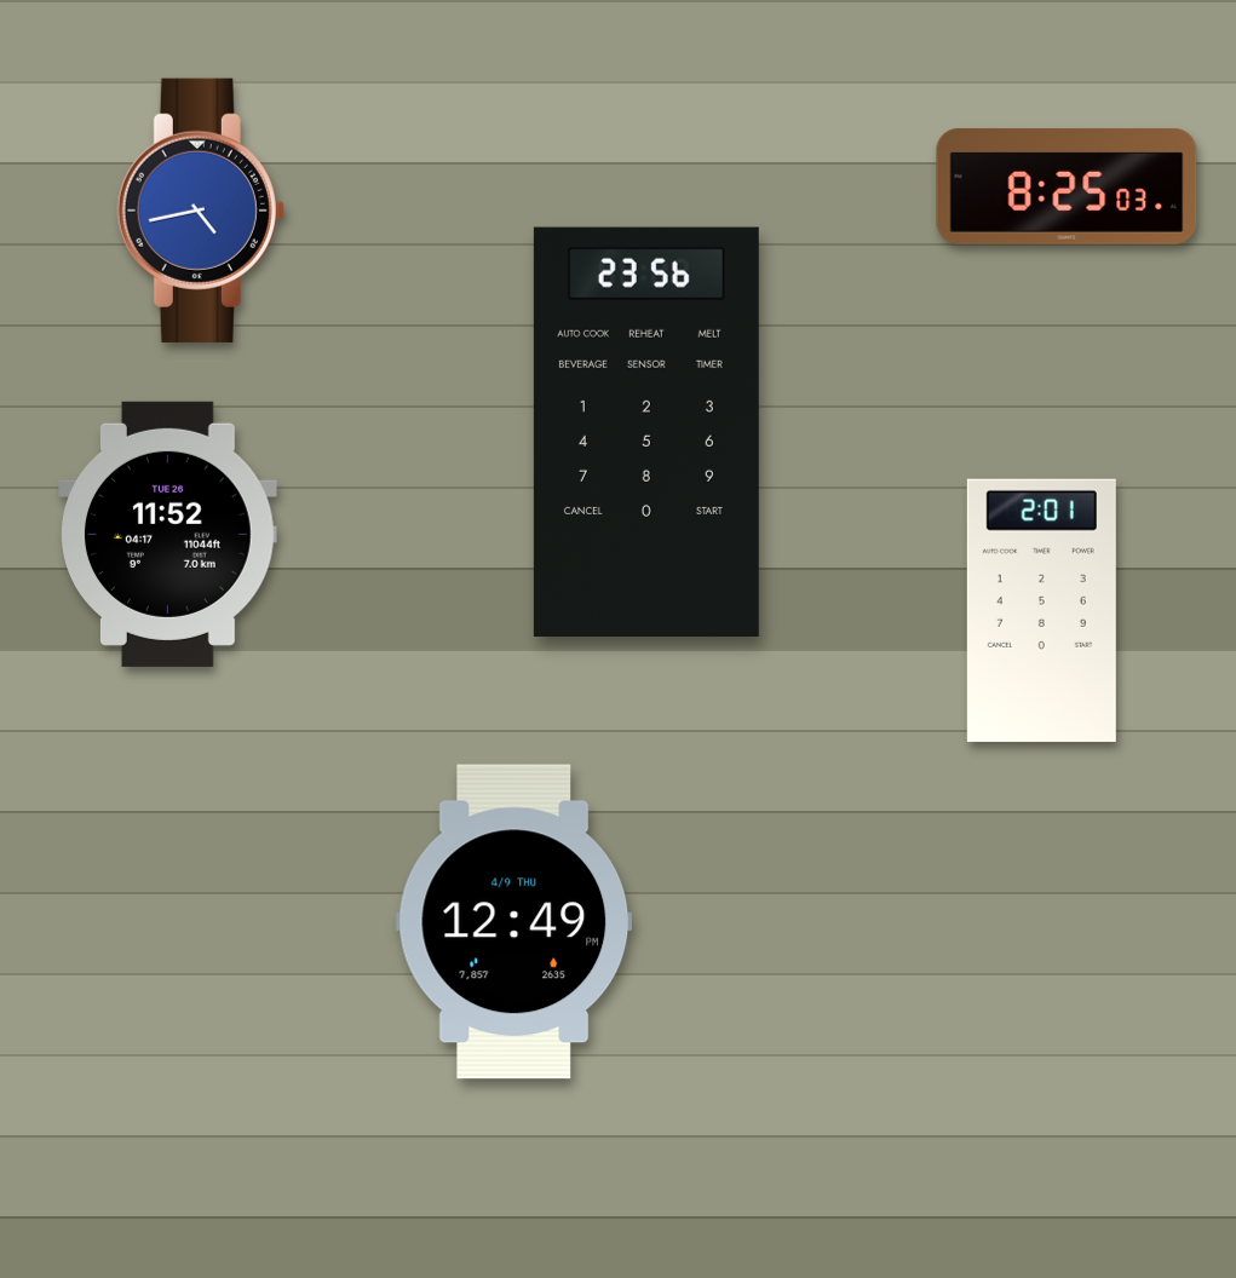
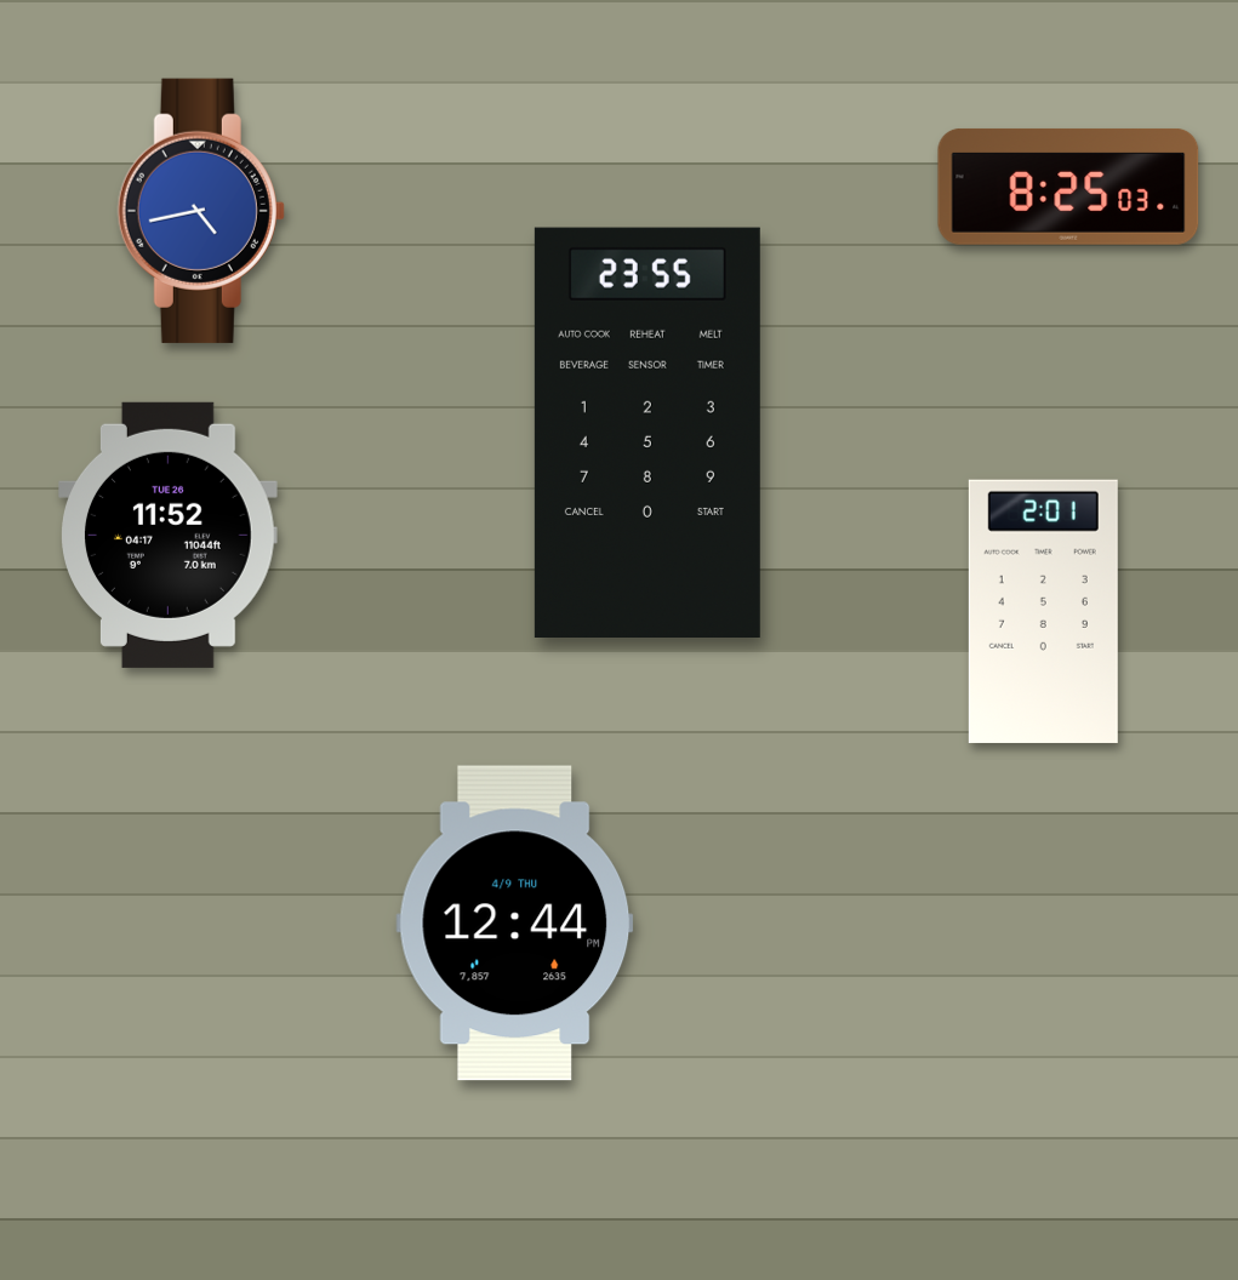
clock at (646, 431): 23:56 -> 23:55
clock at (514, 922): 12:49 -> 12:44
